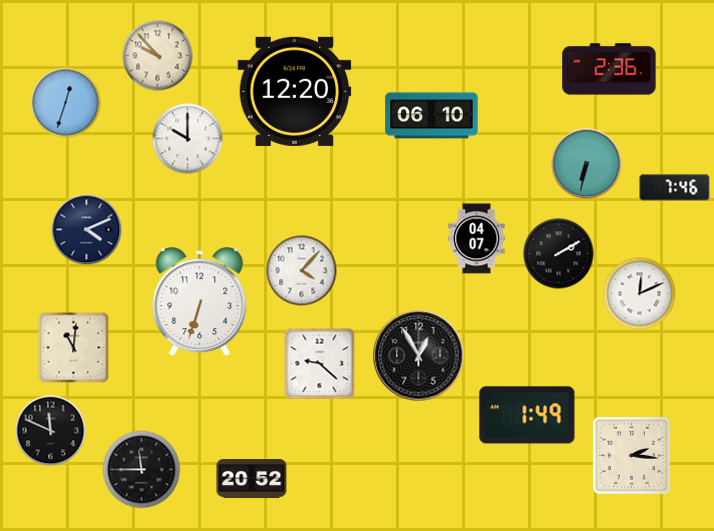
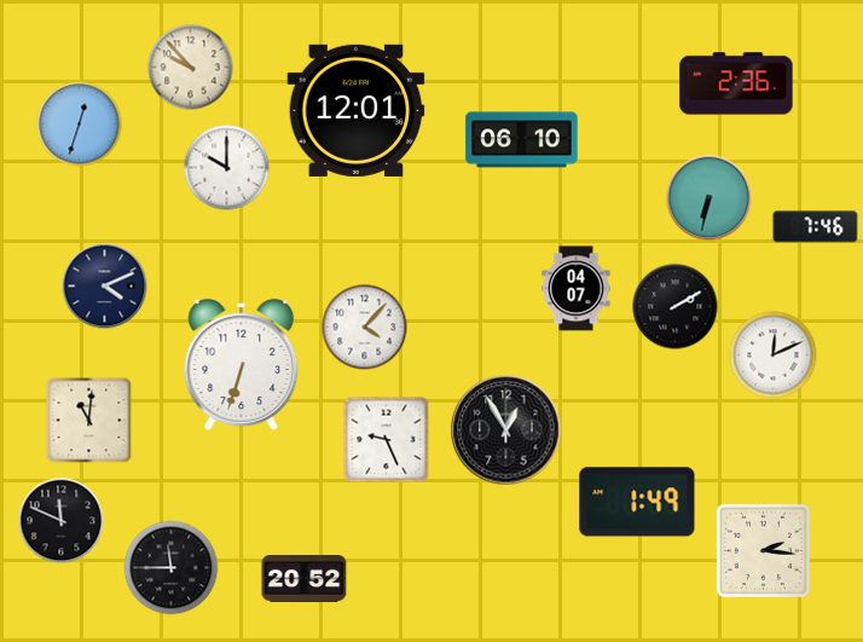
clock at (295, 91): 12:20 -> 12:01
clock at (87, 230) position: (87, 230) -> (105, 287)
clock at (320, 364): 9:22 -> 9:26
